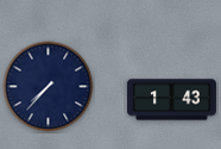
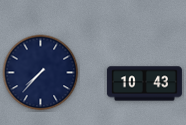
clock at (171, 100): 1:43 -> 10:43
